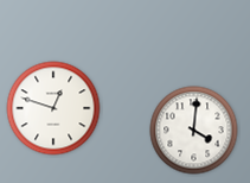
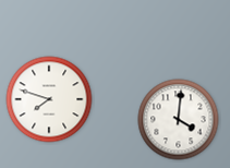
clock at (53, 108): 12:48 -> 7:48
